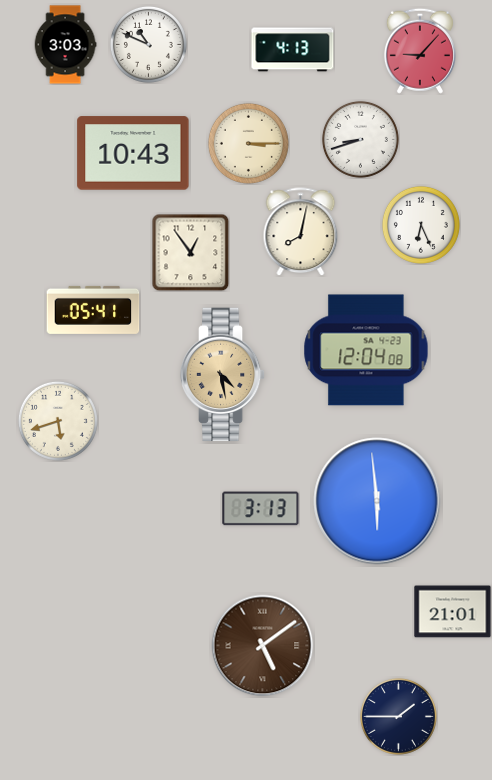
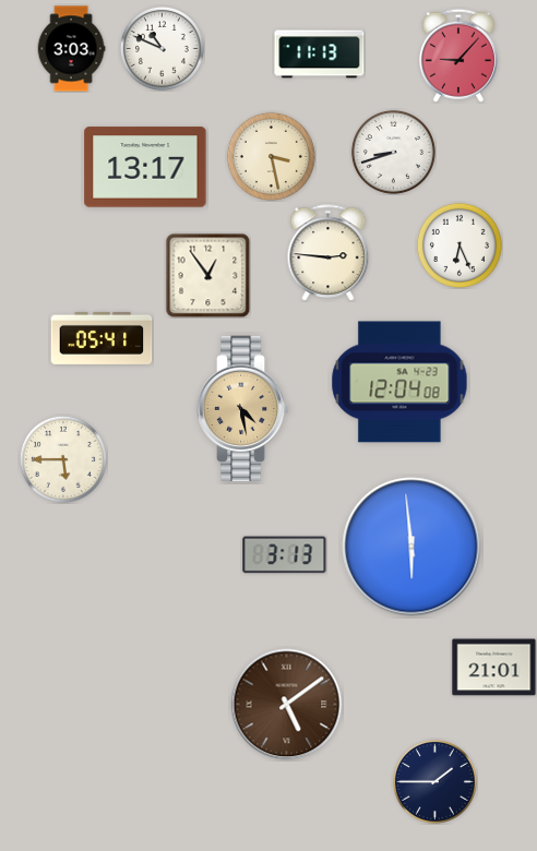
clock at (293, 50): 4:13 -> 11:13
clock at (248, 143): 3:15 -> 3:28
clock at (133, 153): 10:43 -> 13:17
clock at (301, 232): 8:02 -> 2:46
clock at (58, 421): 5:42 -> 5:45
